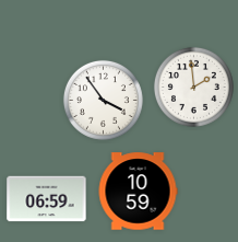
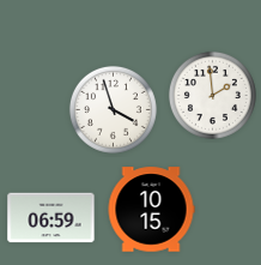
clock at (103, 100): 3:54 -> 3:57
clock at (138, 192): 10:59 -> 10:15
